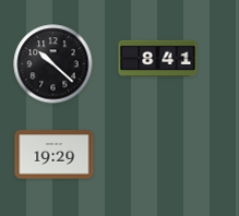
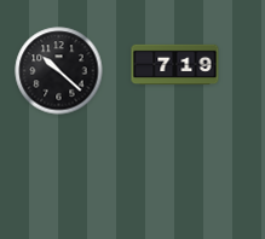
clock at (158, 59): 8:41 -> 7:19
clock at (55, 155): 19:29 -> none
